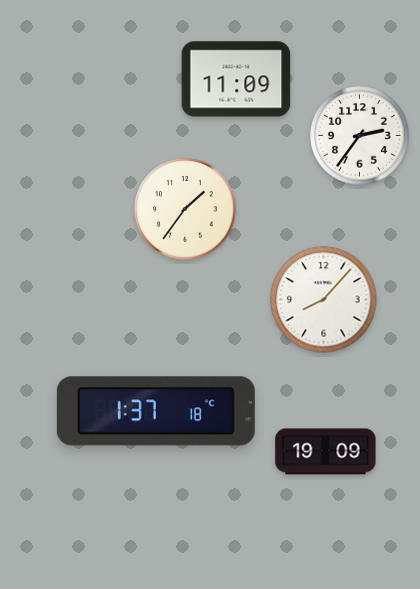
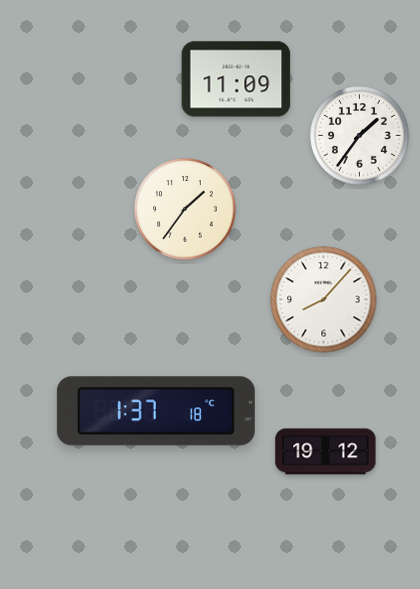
clock at (360, 136): 2:36 -> 1:36
clock at (326, 452): 19:09 -> 19:12
